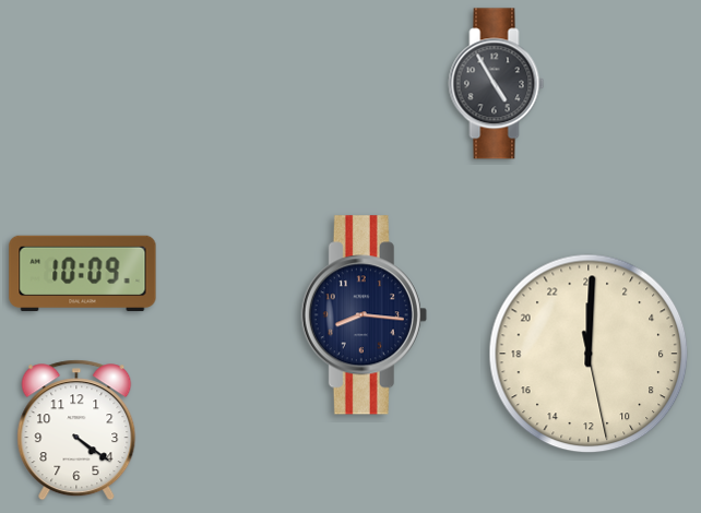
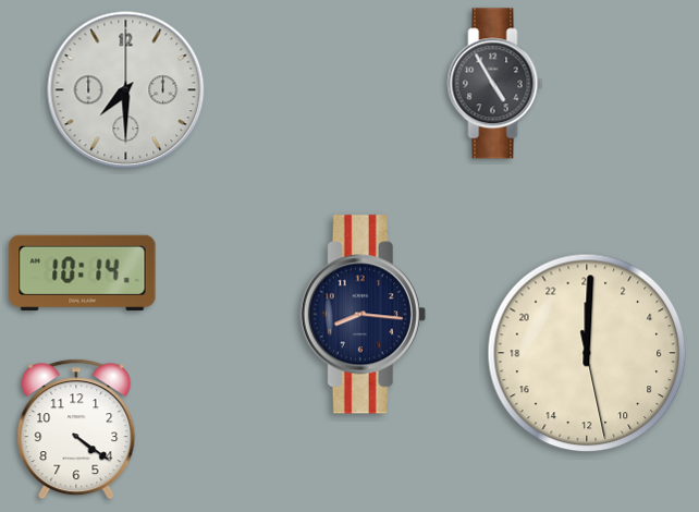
clock at (126, 90): none -> 7:30
clock at (83, 274): 10:09 -> 10:14
